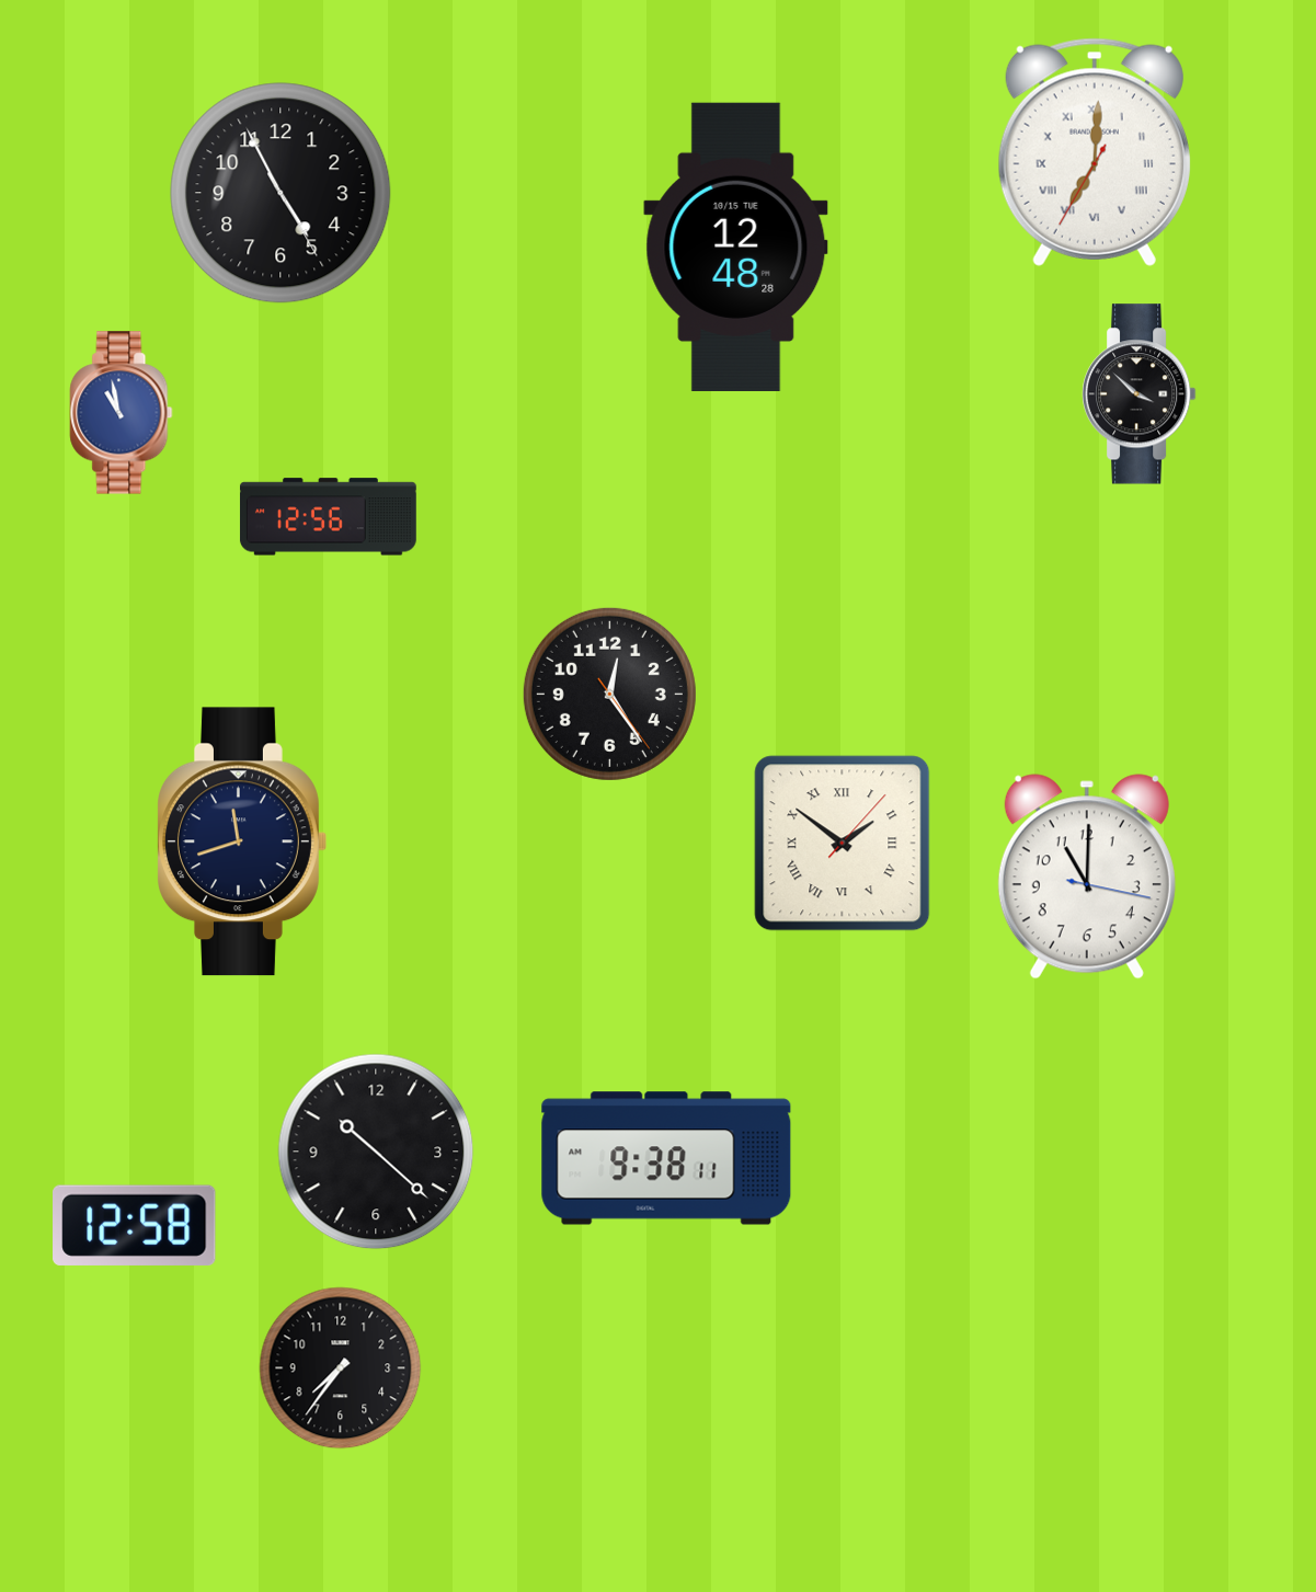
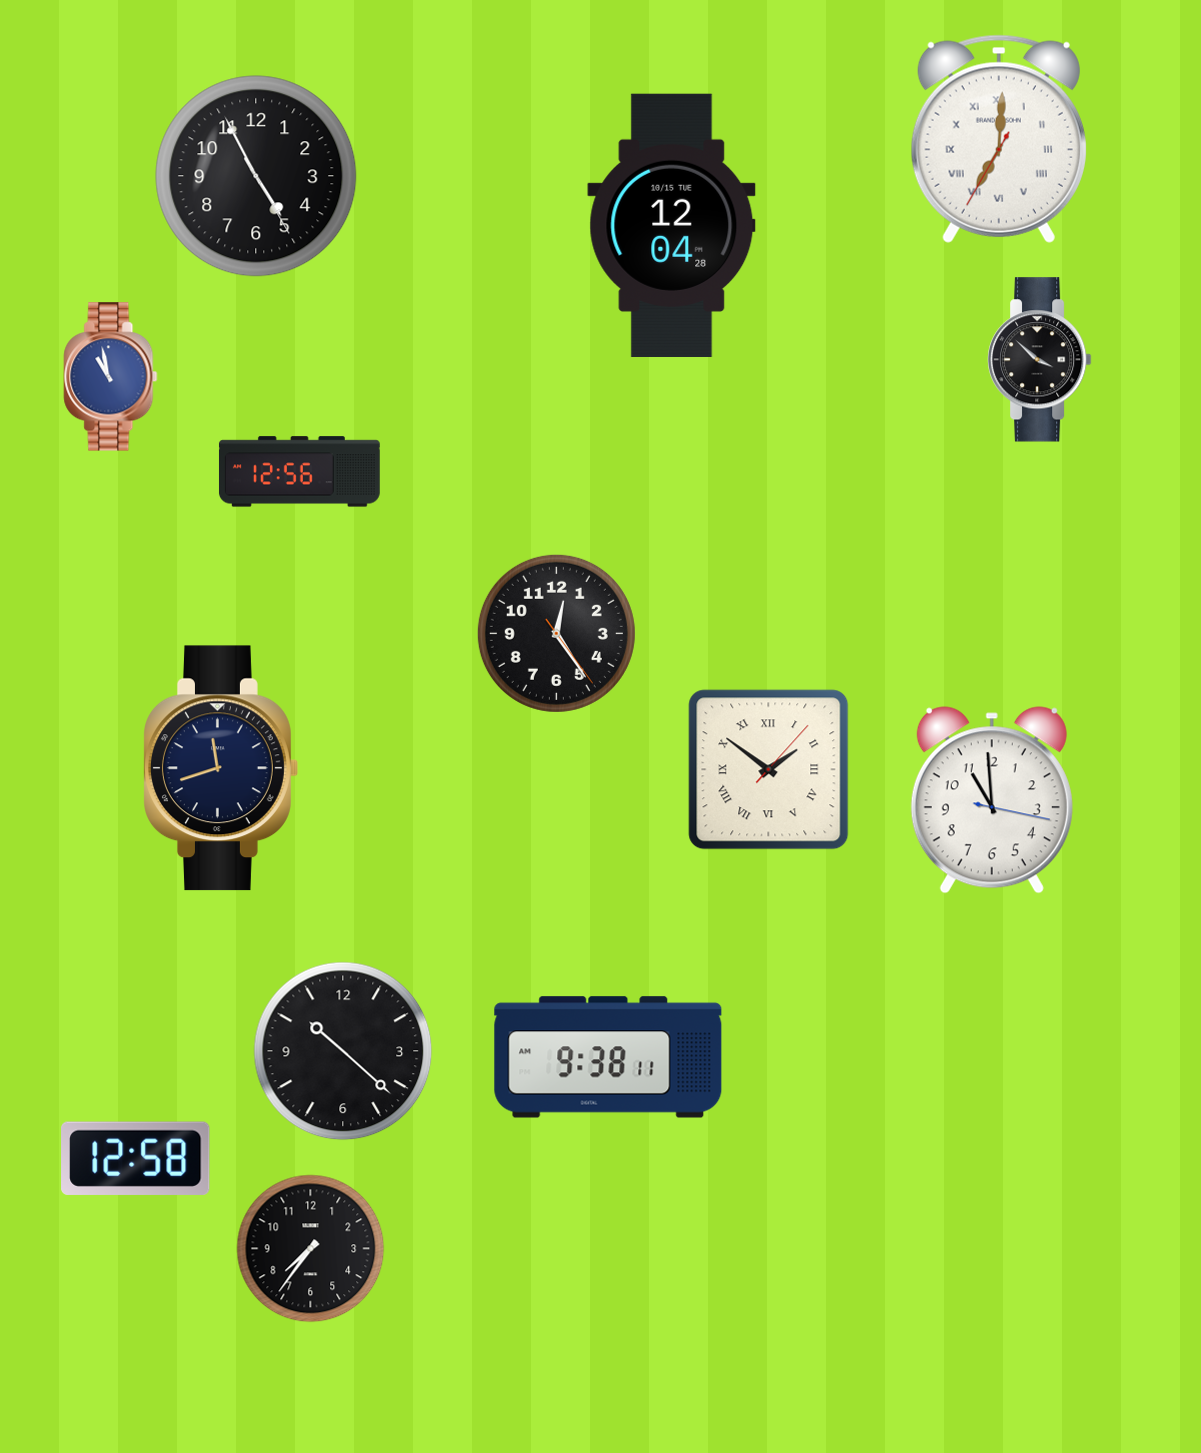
clock at (736, 247): 12:48 -> 12:04
clock at (1087, 877): 11:00 -> 10:59
clock at (135, 1225) position: (135, 1225) -> (136, 1158)
